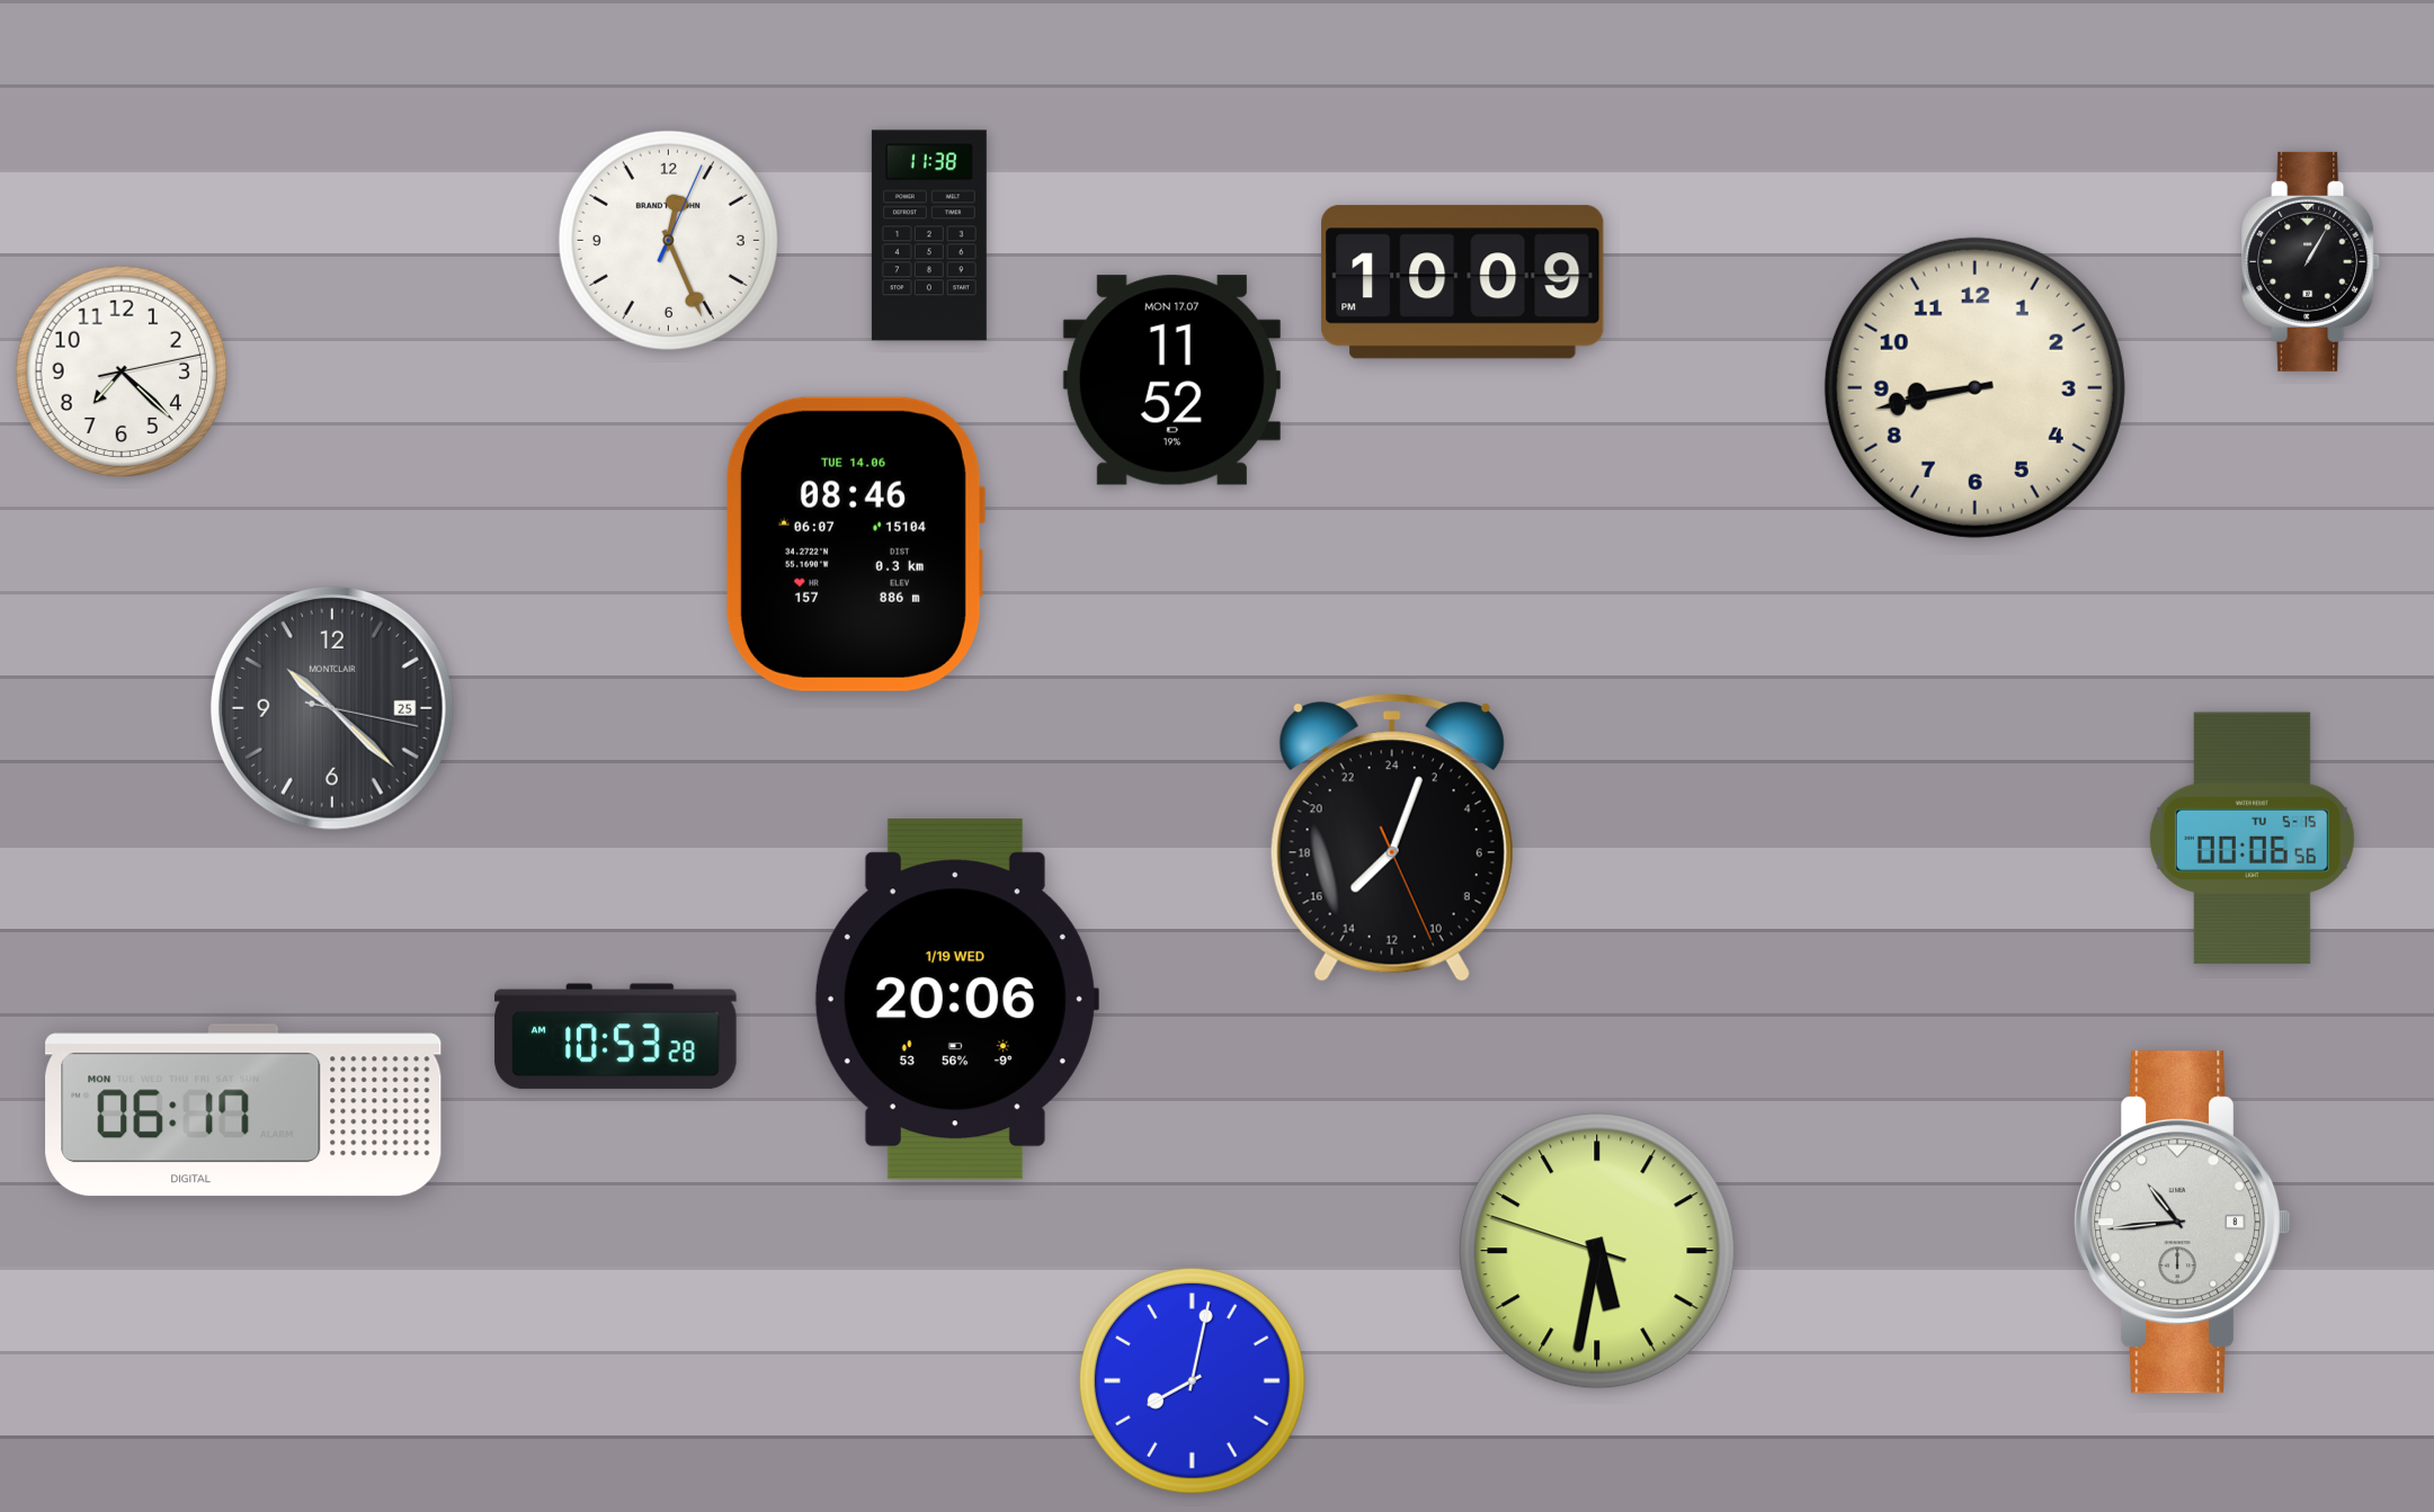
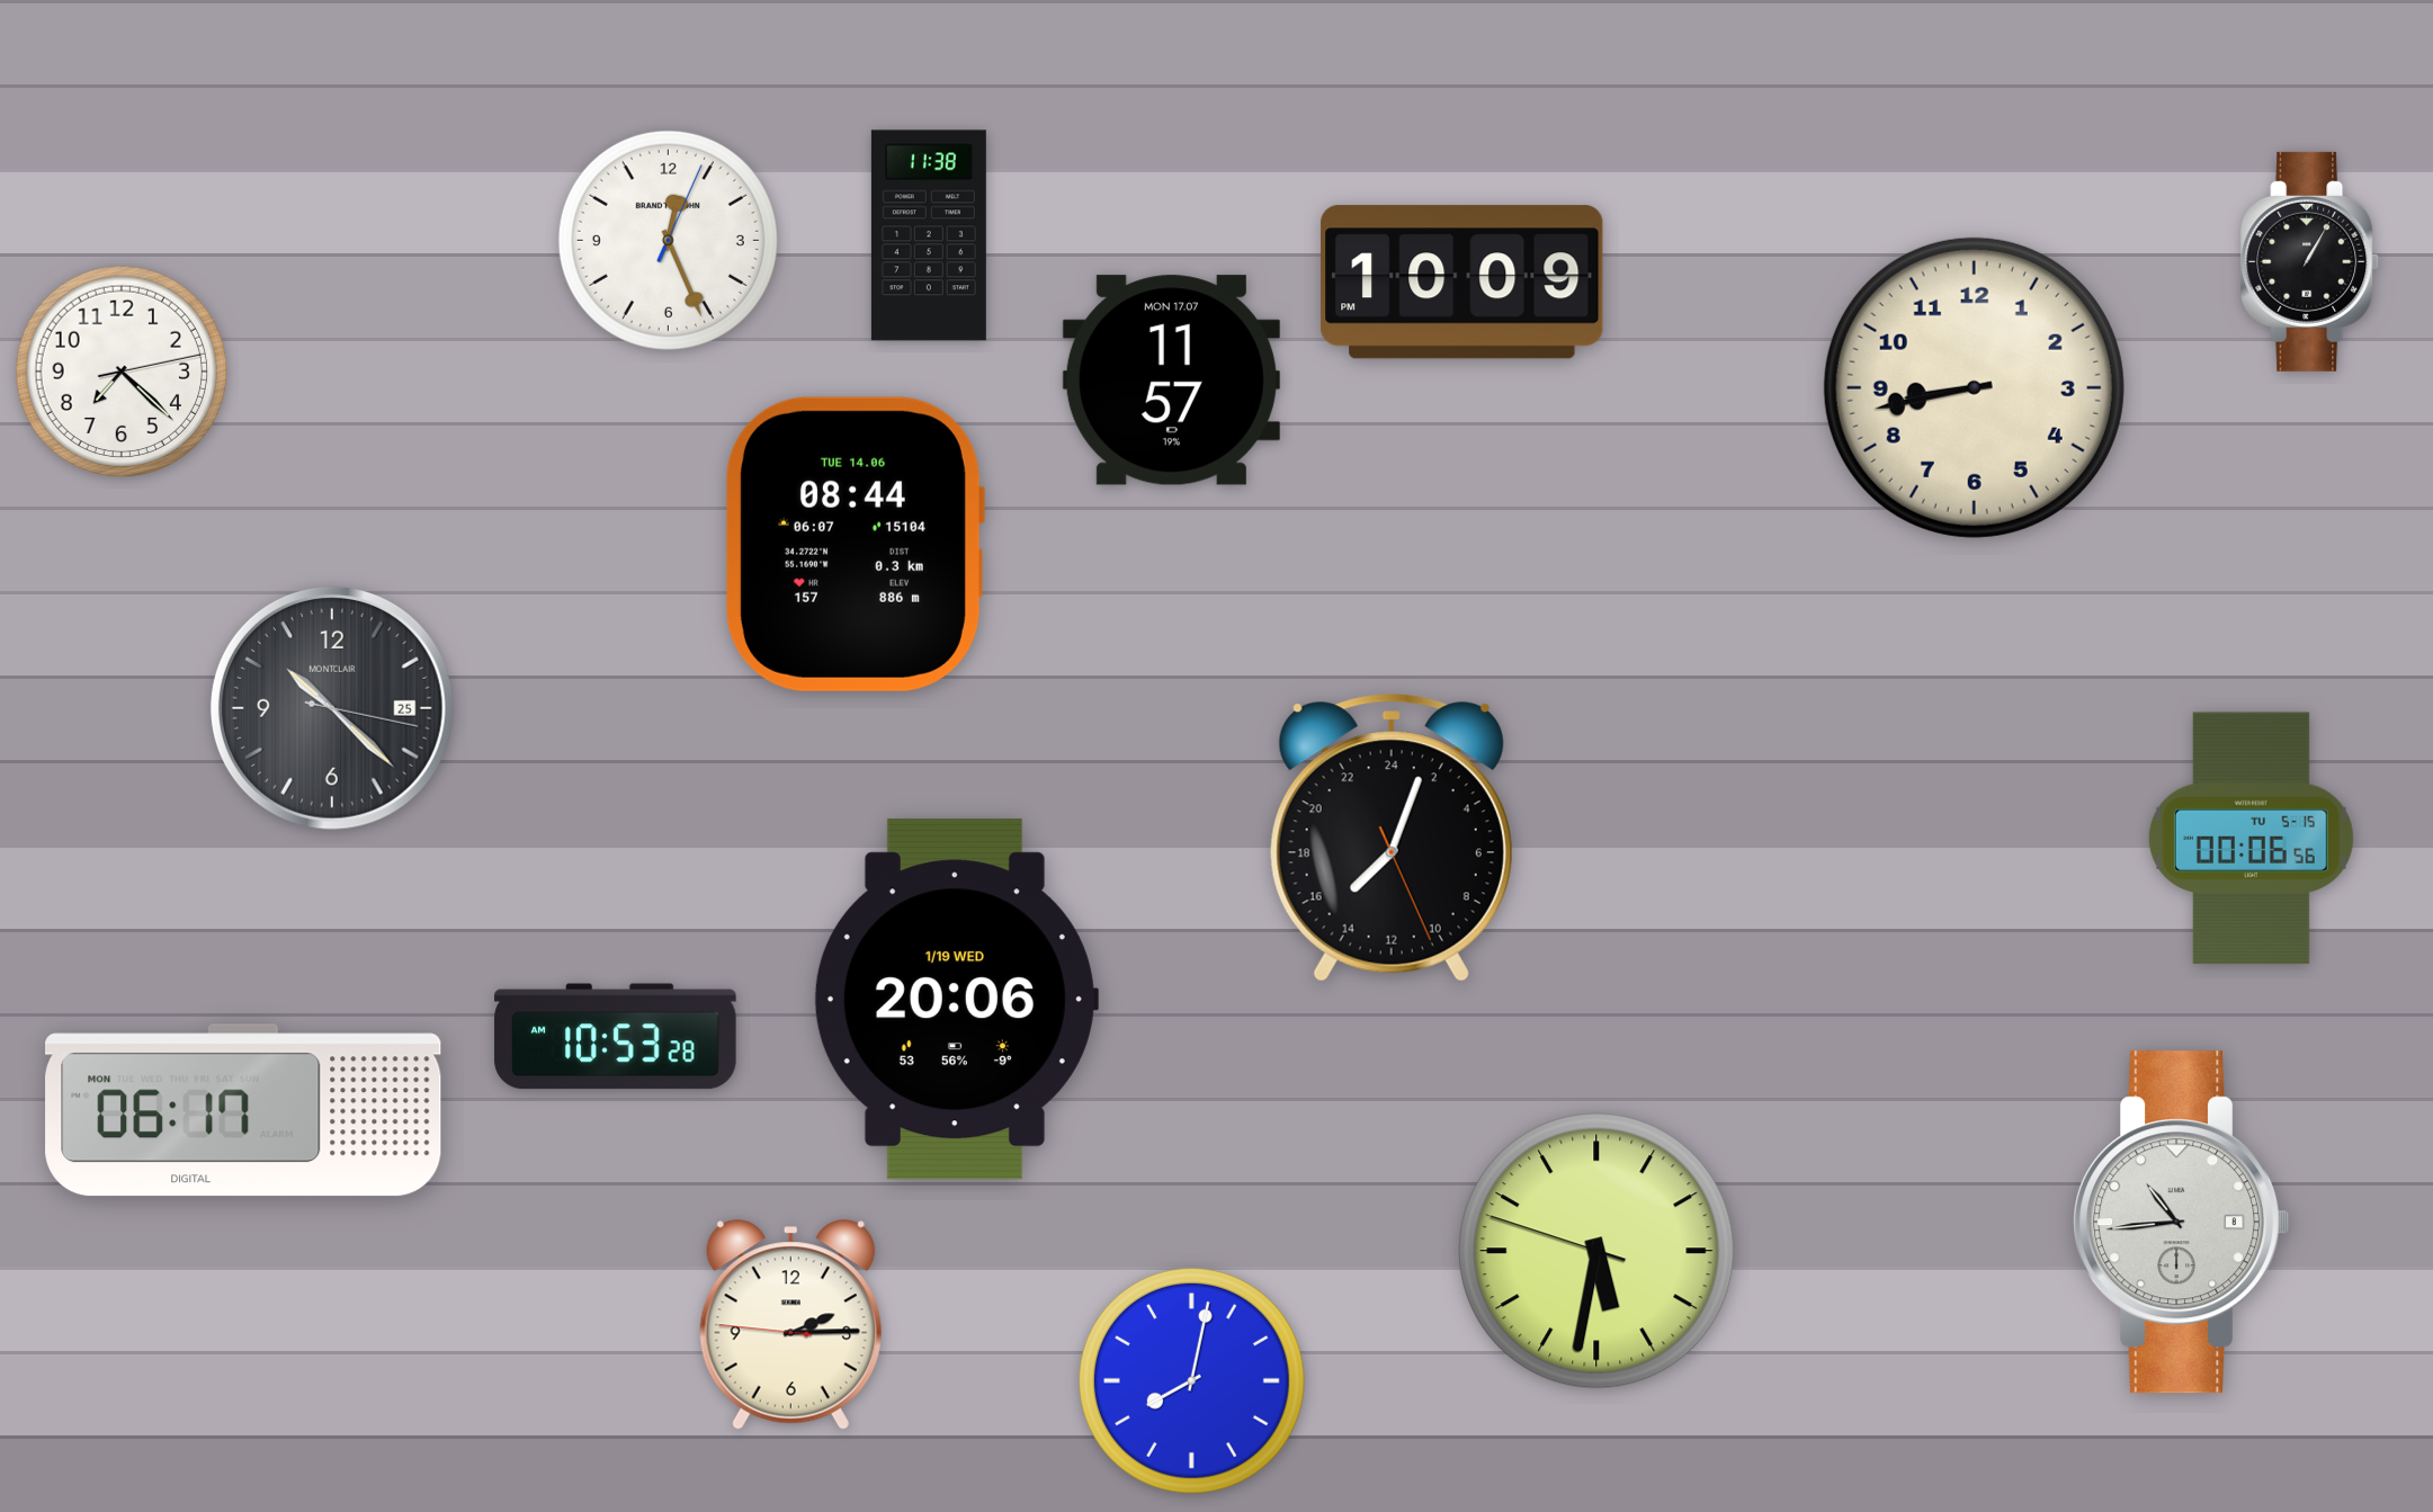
clock at (1171, 381): 11:52 -> 11:57
clock at (855, 544): 08:46 -> 08:44
clock at (790, 1325): none -> 2:14
